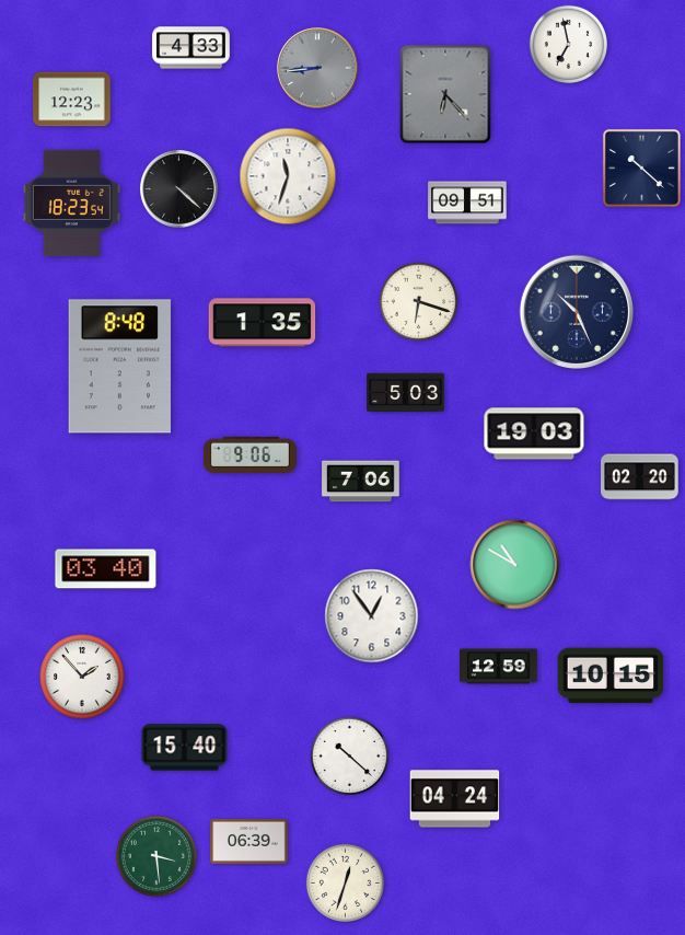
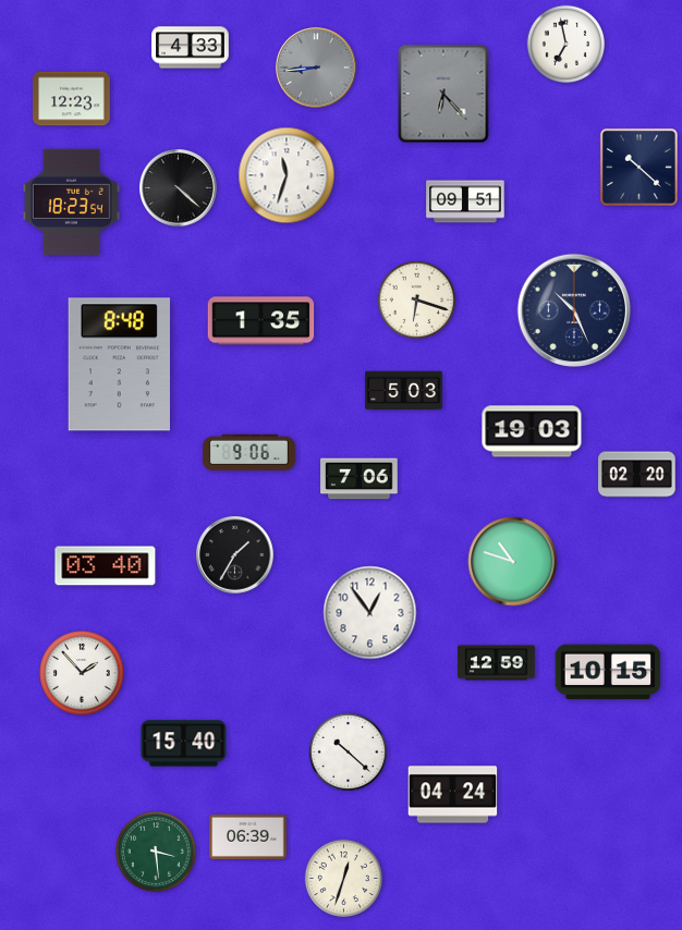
clock at (235, 555): none -> 1:35
clock at (515, 565): 10:50 -> 10:48
